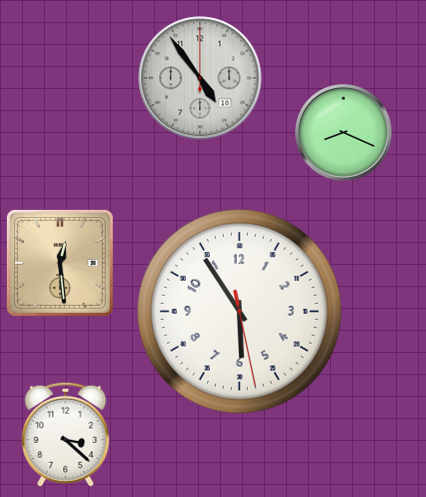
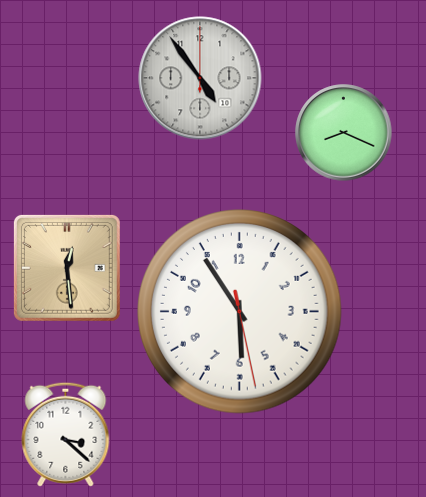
clock at (60, 263) position: (60, 263) -> (67, 268)
